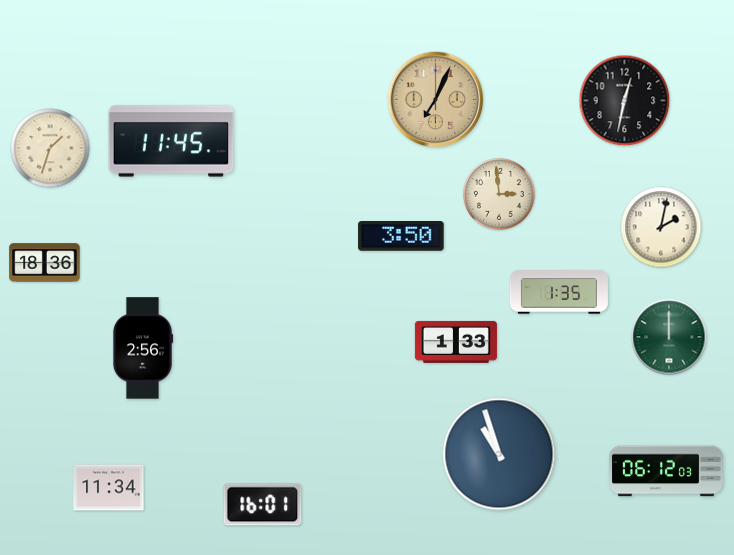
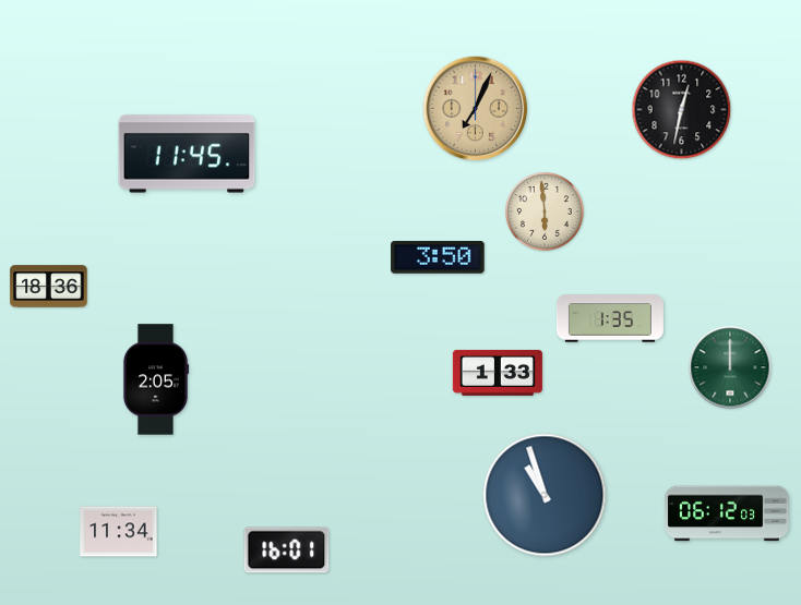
clock at (50, 148): 1:33 -> none
clock at (499, 194): 2:59 -> 5:59
clock at (661, 227): 2:02 -> none
clock at (143, 348): 2:56 -> 2:05
